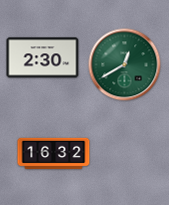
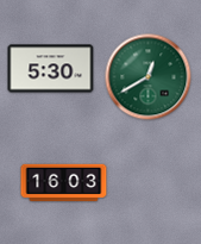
clock at (43, 58): 2:30 -> 5:30
clock at (54, 154): 16:32 -> 16:03
